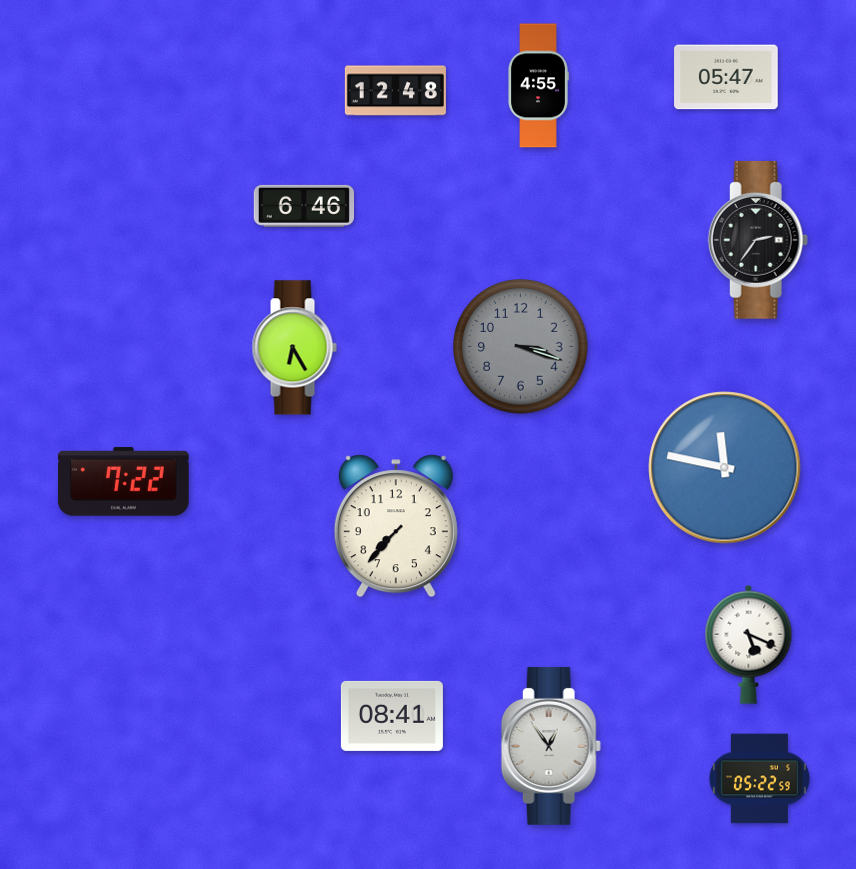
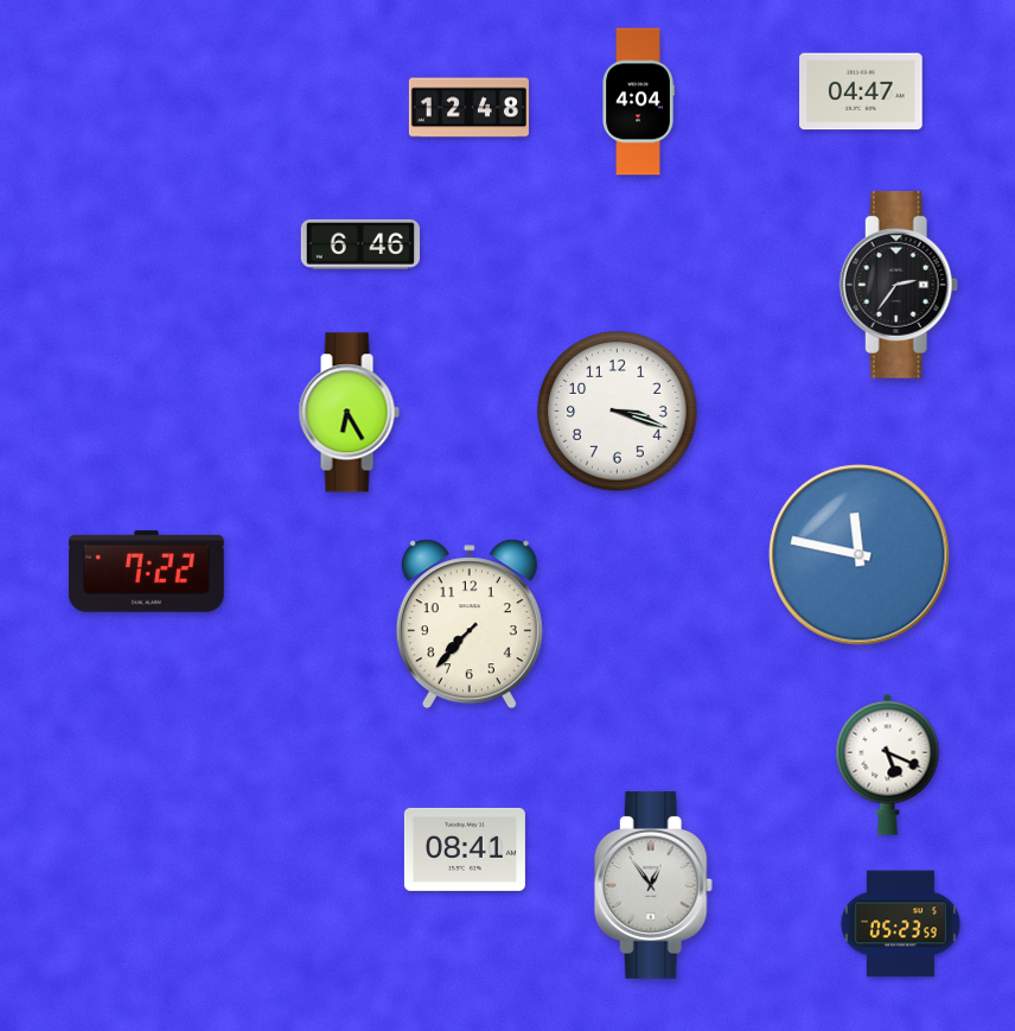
clock at (726, 77): 05:47 -> 04:47
clock at (538, 86): 4:55 -> 4:04
clock at (521, 347) dial: grey -> white
clock at (759, 779): 05:22 -> 05:23
